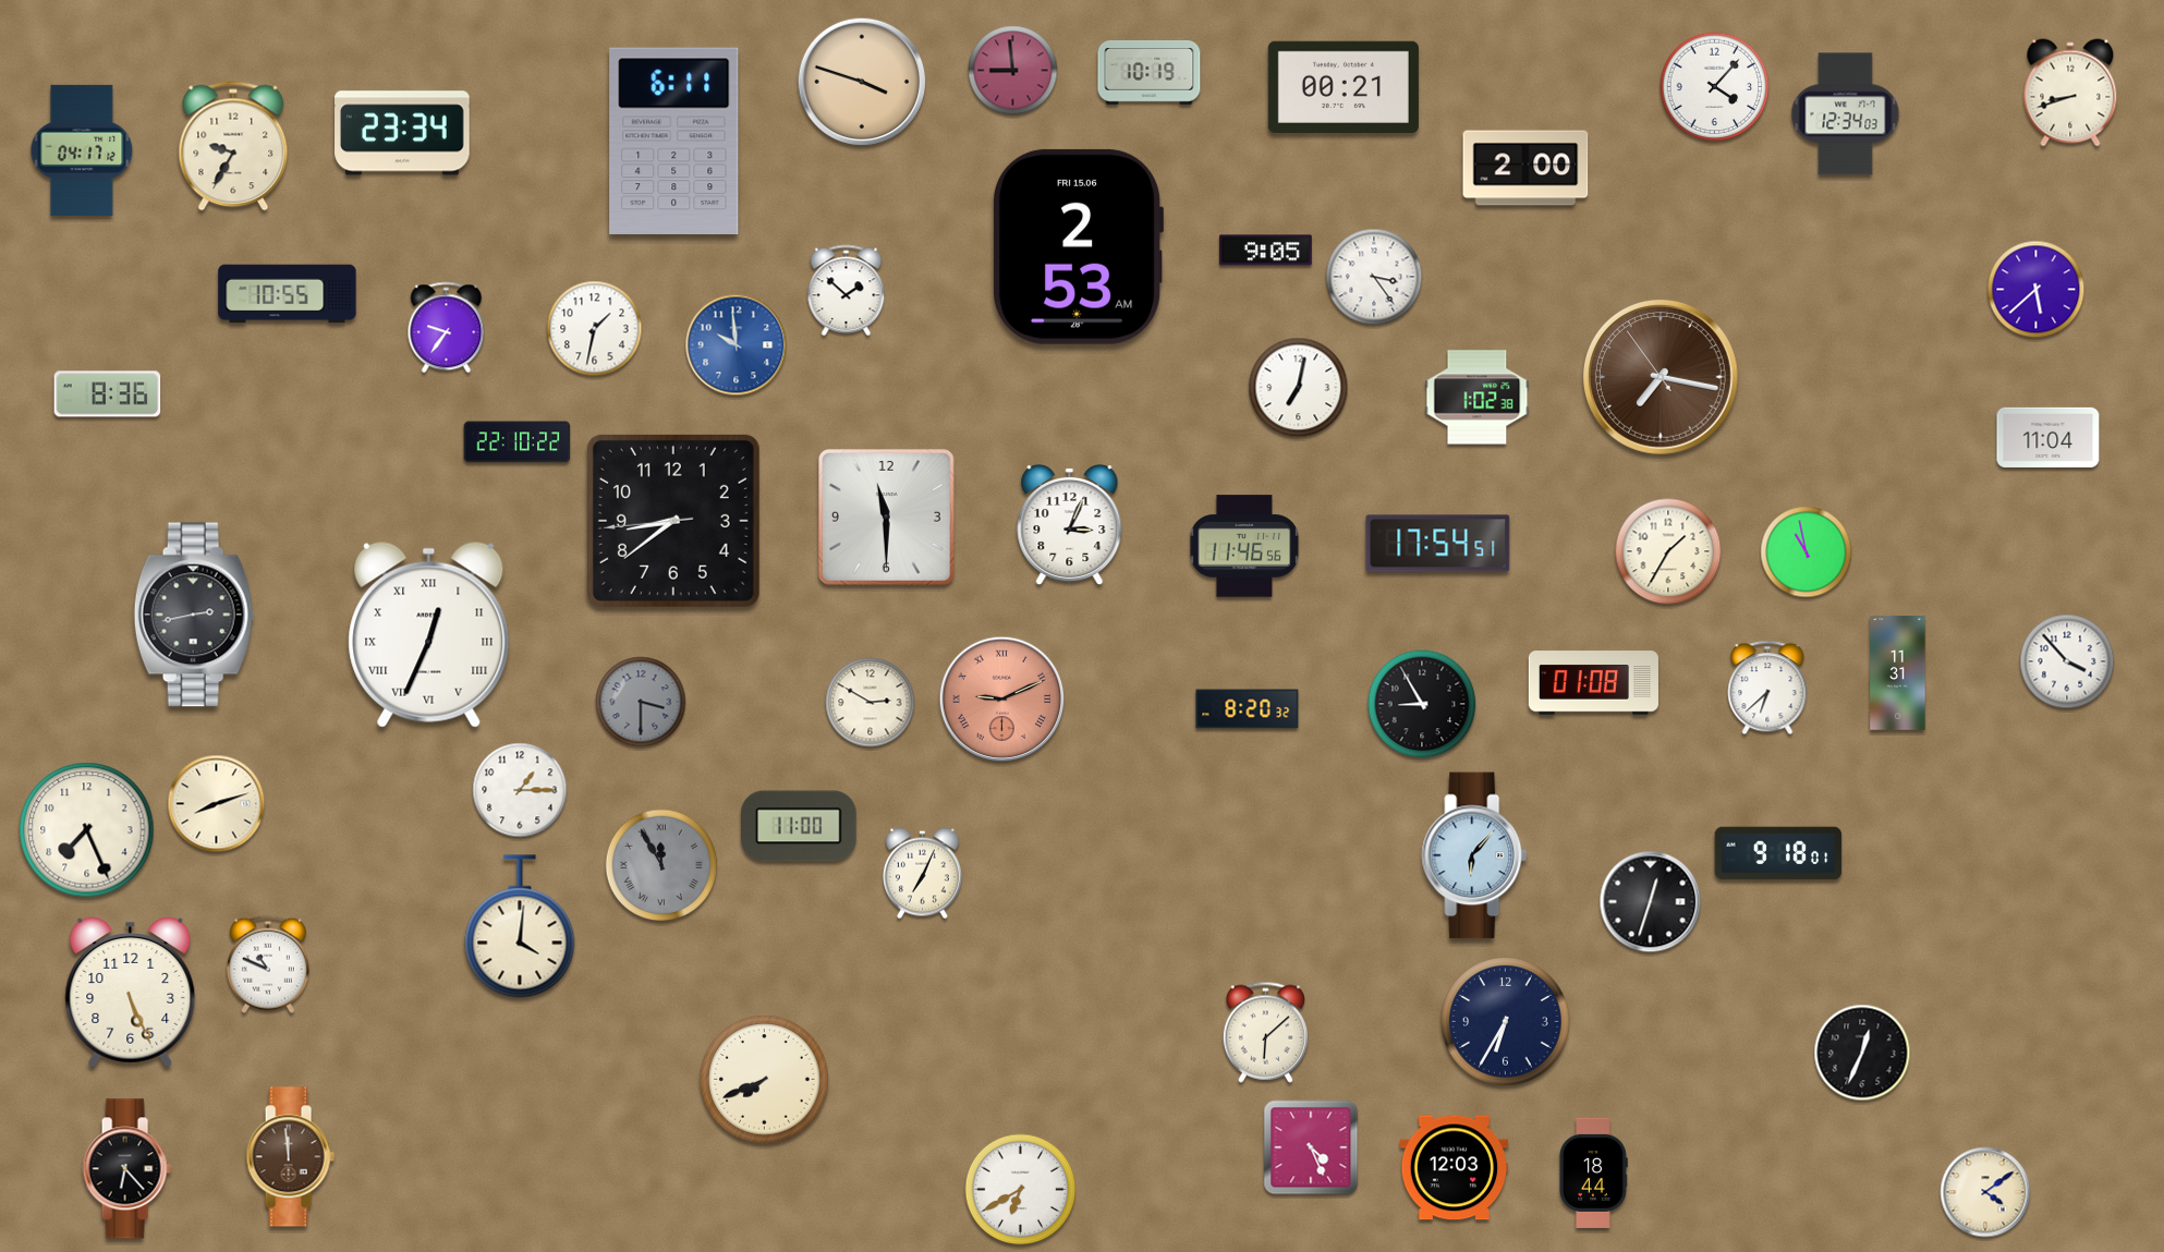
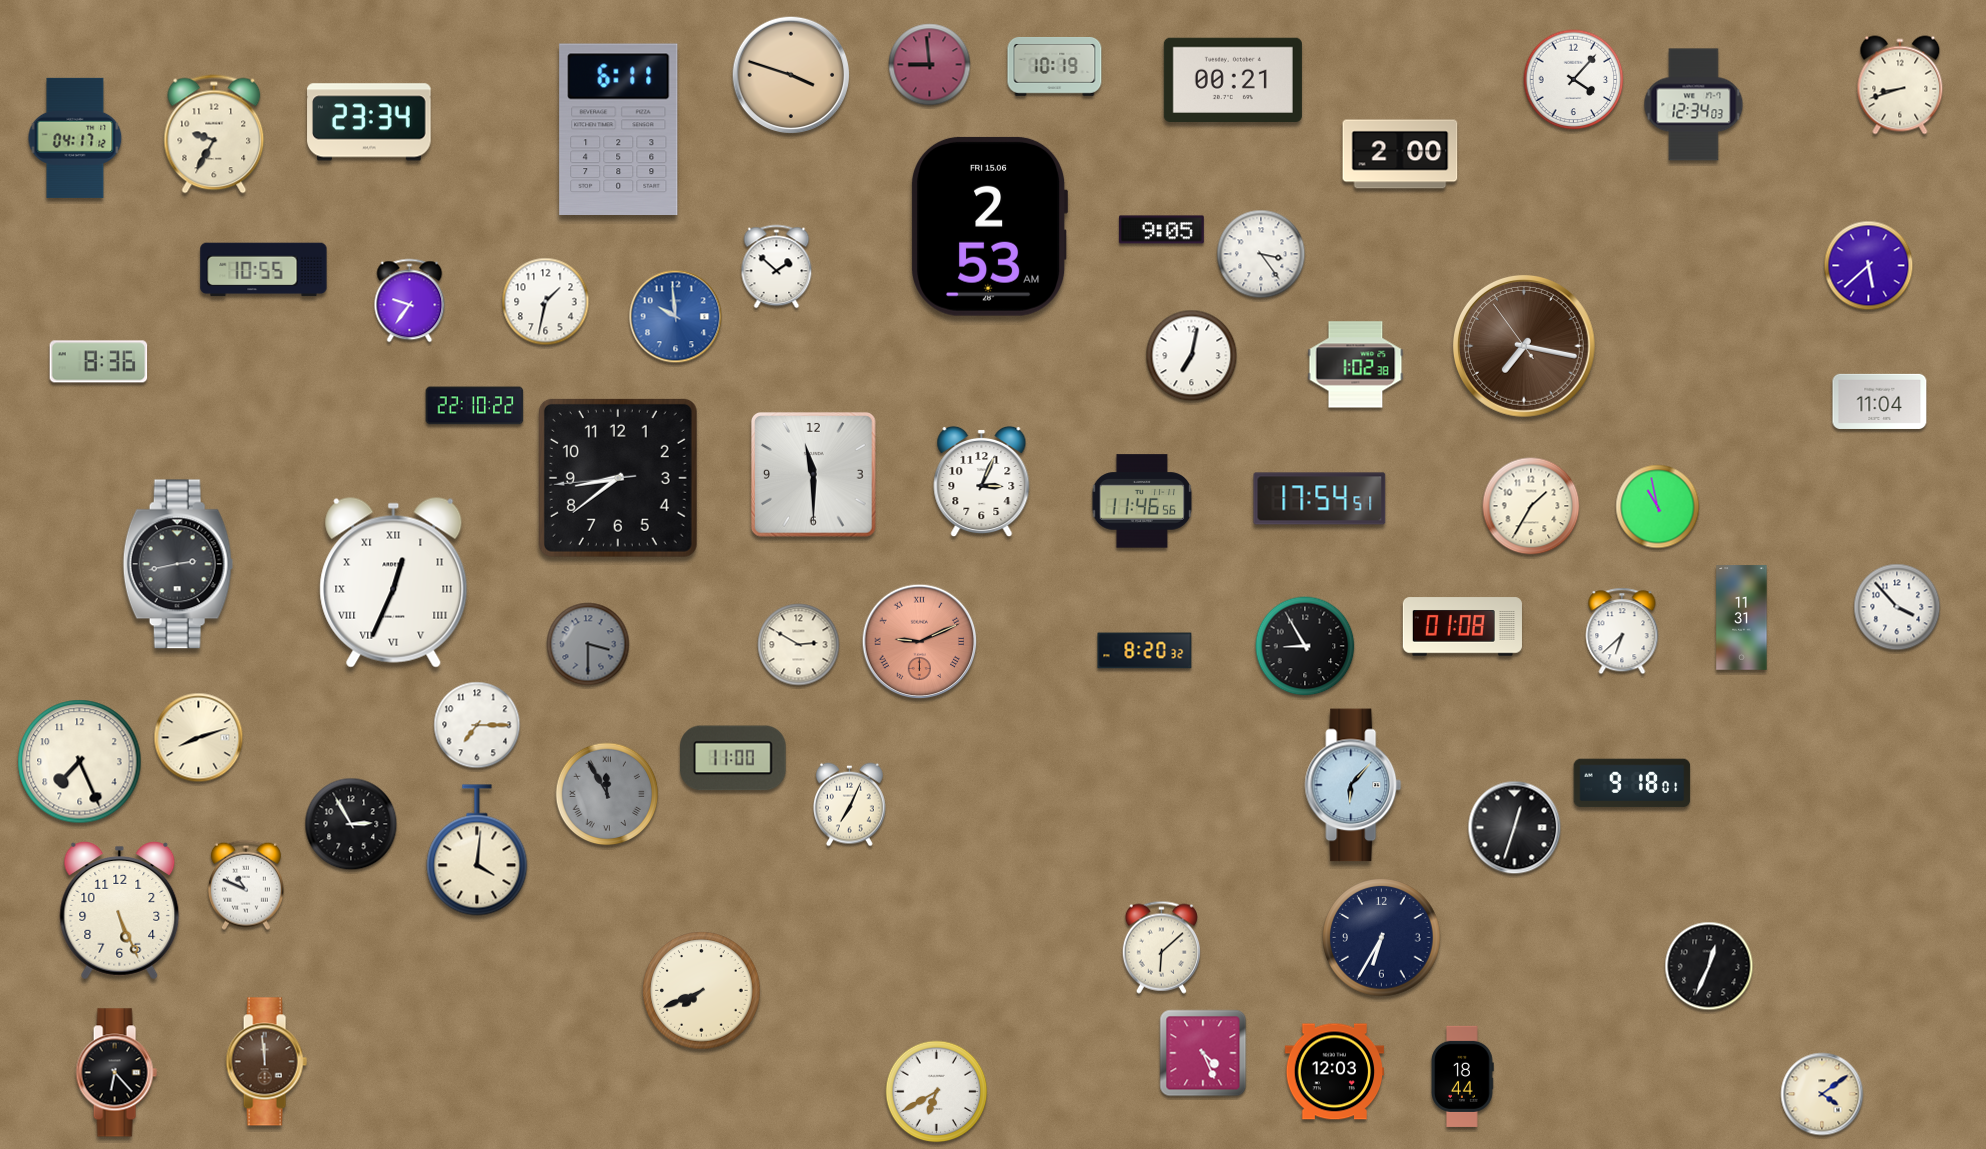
clock at (520, 790): 1:15 -> 7:15
clock at (922, 874) position: (922, 874) -> (849, 805)
clock at (351, 824): none -> 2:55
